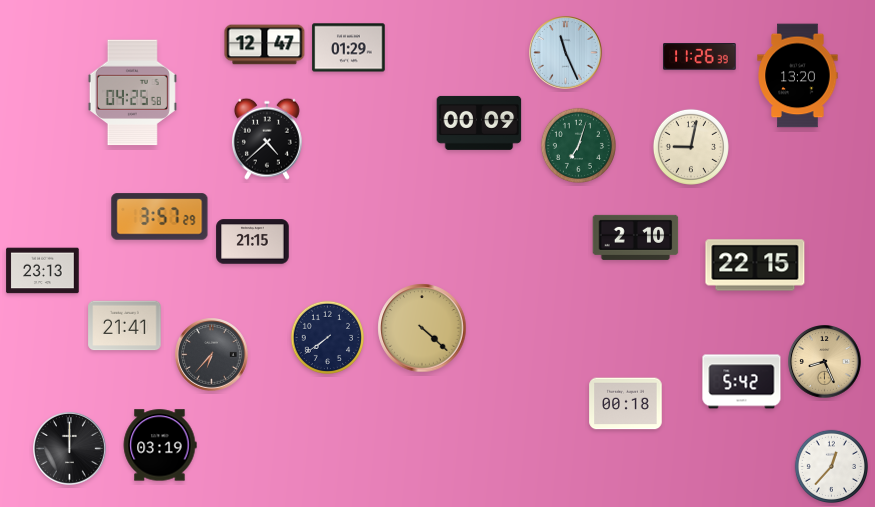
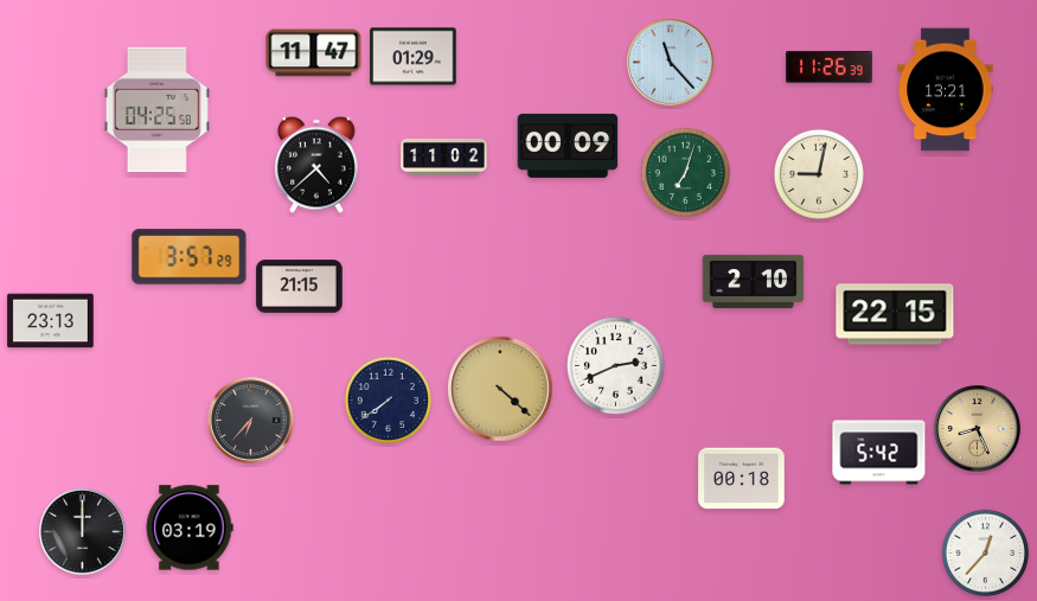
clock at (265, 45): 12:47 -> 11:47
clock at (566, 53): 11:26 -> 11:23
clock at (798, 76): 13:20 -> 13:21
clock at (444, 158): none -> 11:02
clock at (616, 366): none -> 2:41
clock at (125, 326): 21:41 -> none
